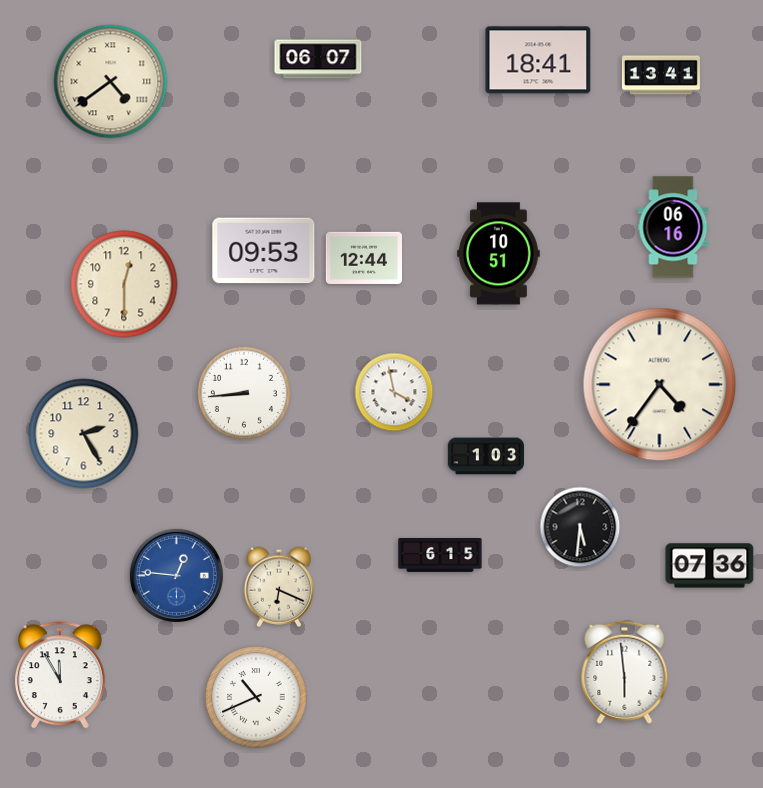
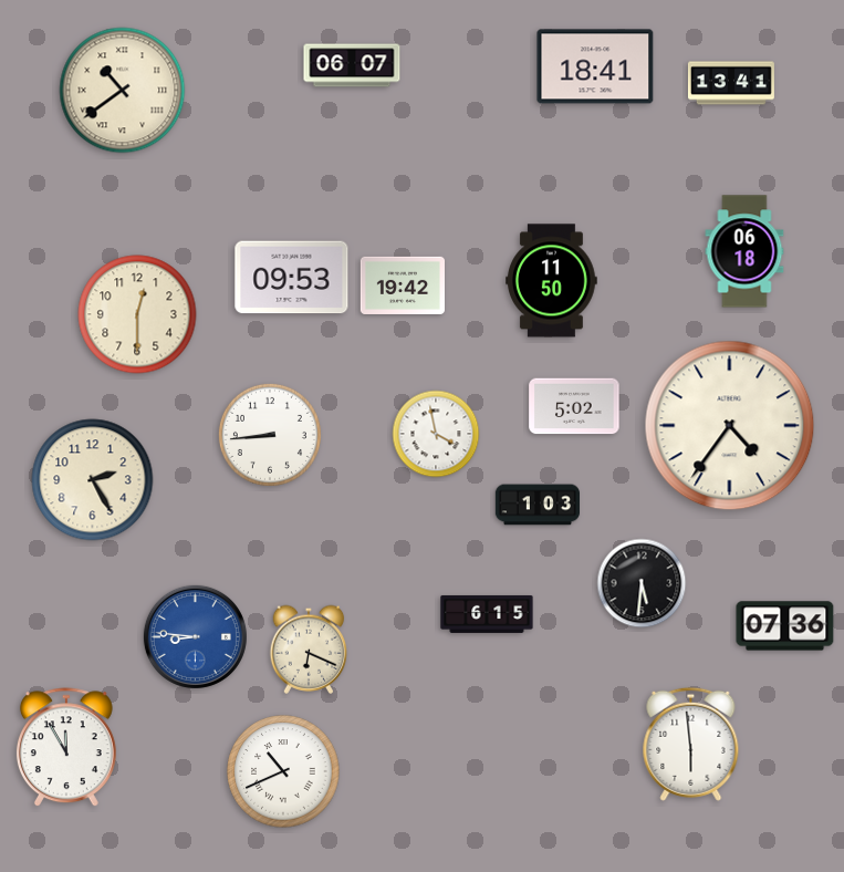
clock at (111, 82): 4:39 -> 10:39
clock at (673, 227): 06:16 -> 06:18
clock at (499, 254): 10:51 -> 11:50
clock at (363, 257): 12:44 -> 19:42
clock at (574, 406): none -> 5:02
clock at (176, 575): 12:46 -> 8:46
